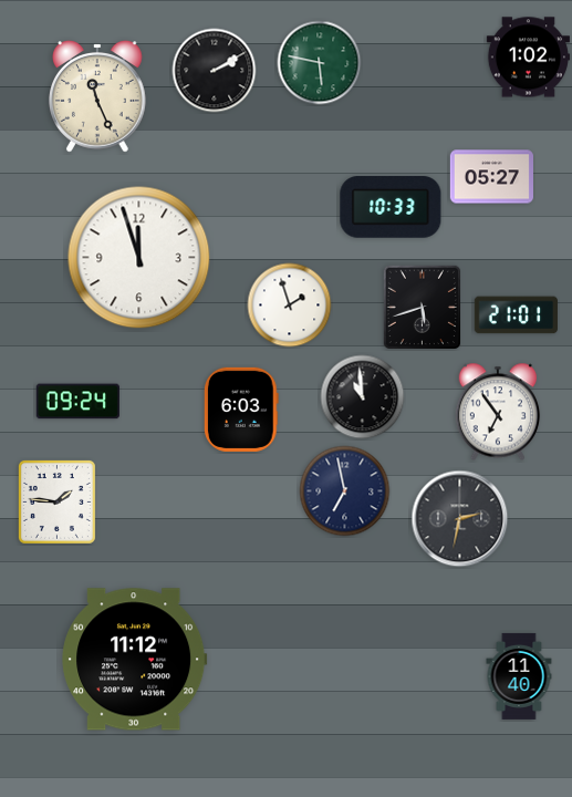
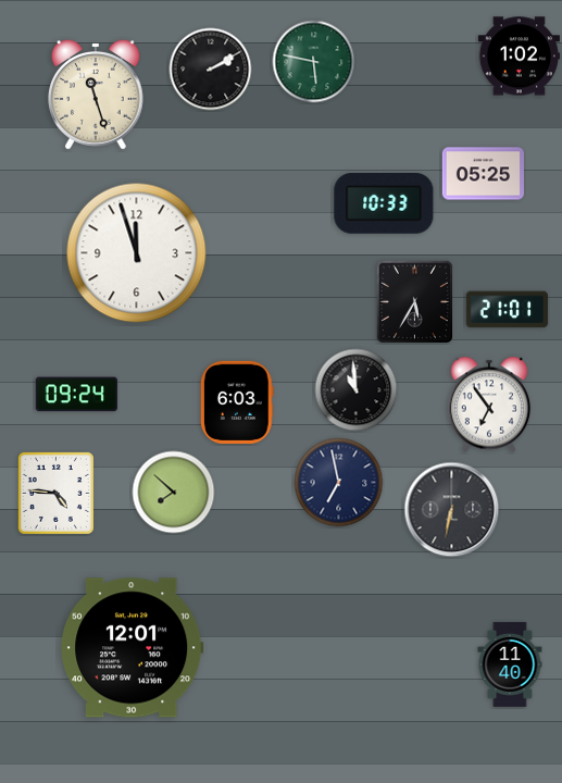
clock at (98, 96): 11:26 -> 11:27
clock at (491, 177): 05:27 -> 05:25
clock at (290, 306): 1:57 -> none
clock at (422, 307): 5:42 -> 5:35
clock at (56, 501): 1:46 -> 4:46
clock at (174, 493): none -> 7:52
clock at (460, 519): 2:32 -> 6:32
clock at (135, 660): 11:12 -> 12:01
